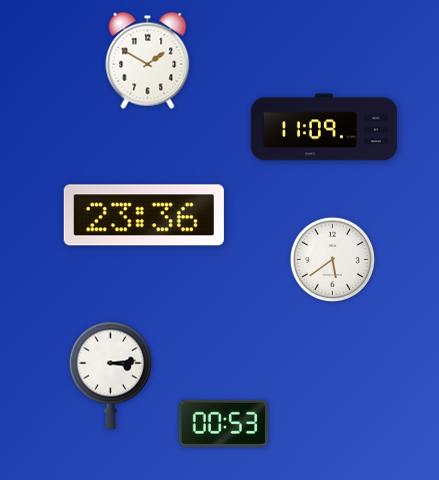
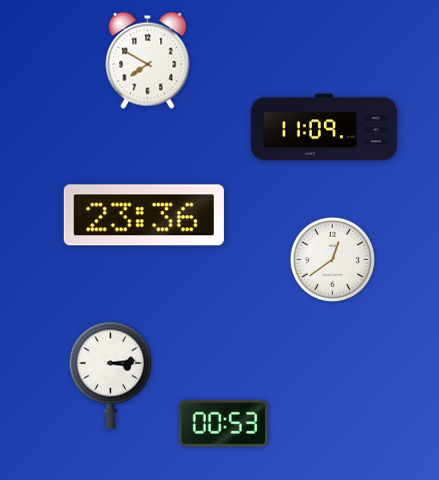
clock at (148, 60): 1:50 -> 7:50
clock at (333, 260): 5:39 -> 12:39
